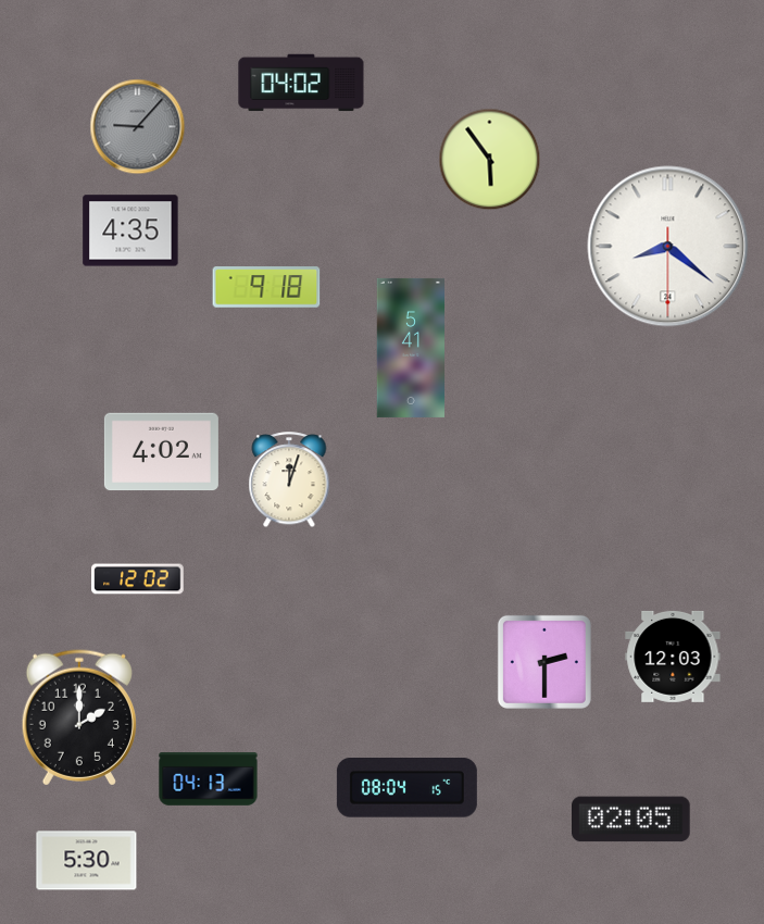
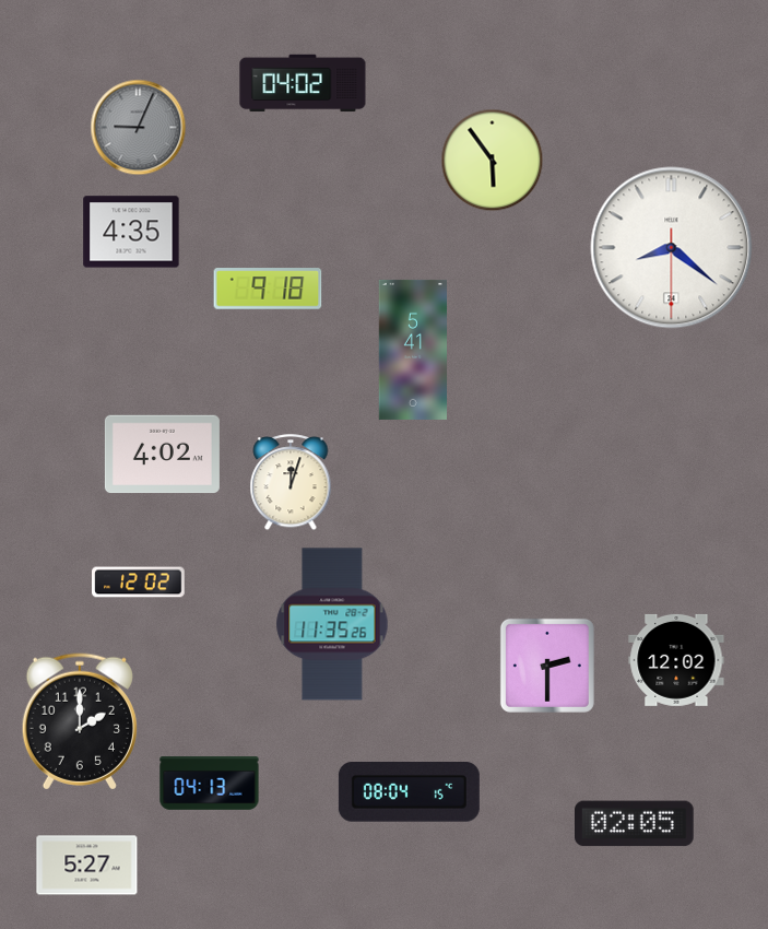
clock at (138, 127): 9:07 -> 9:04
clock at (332, 624): none -> 11:35
clock at (673, 657): 12:03 -> 12:02
clock at (87, 861): 5:30 -> 5:27
